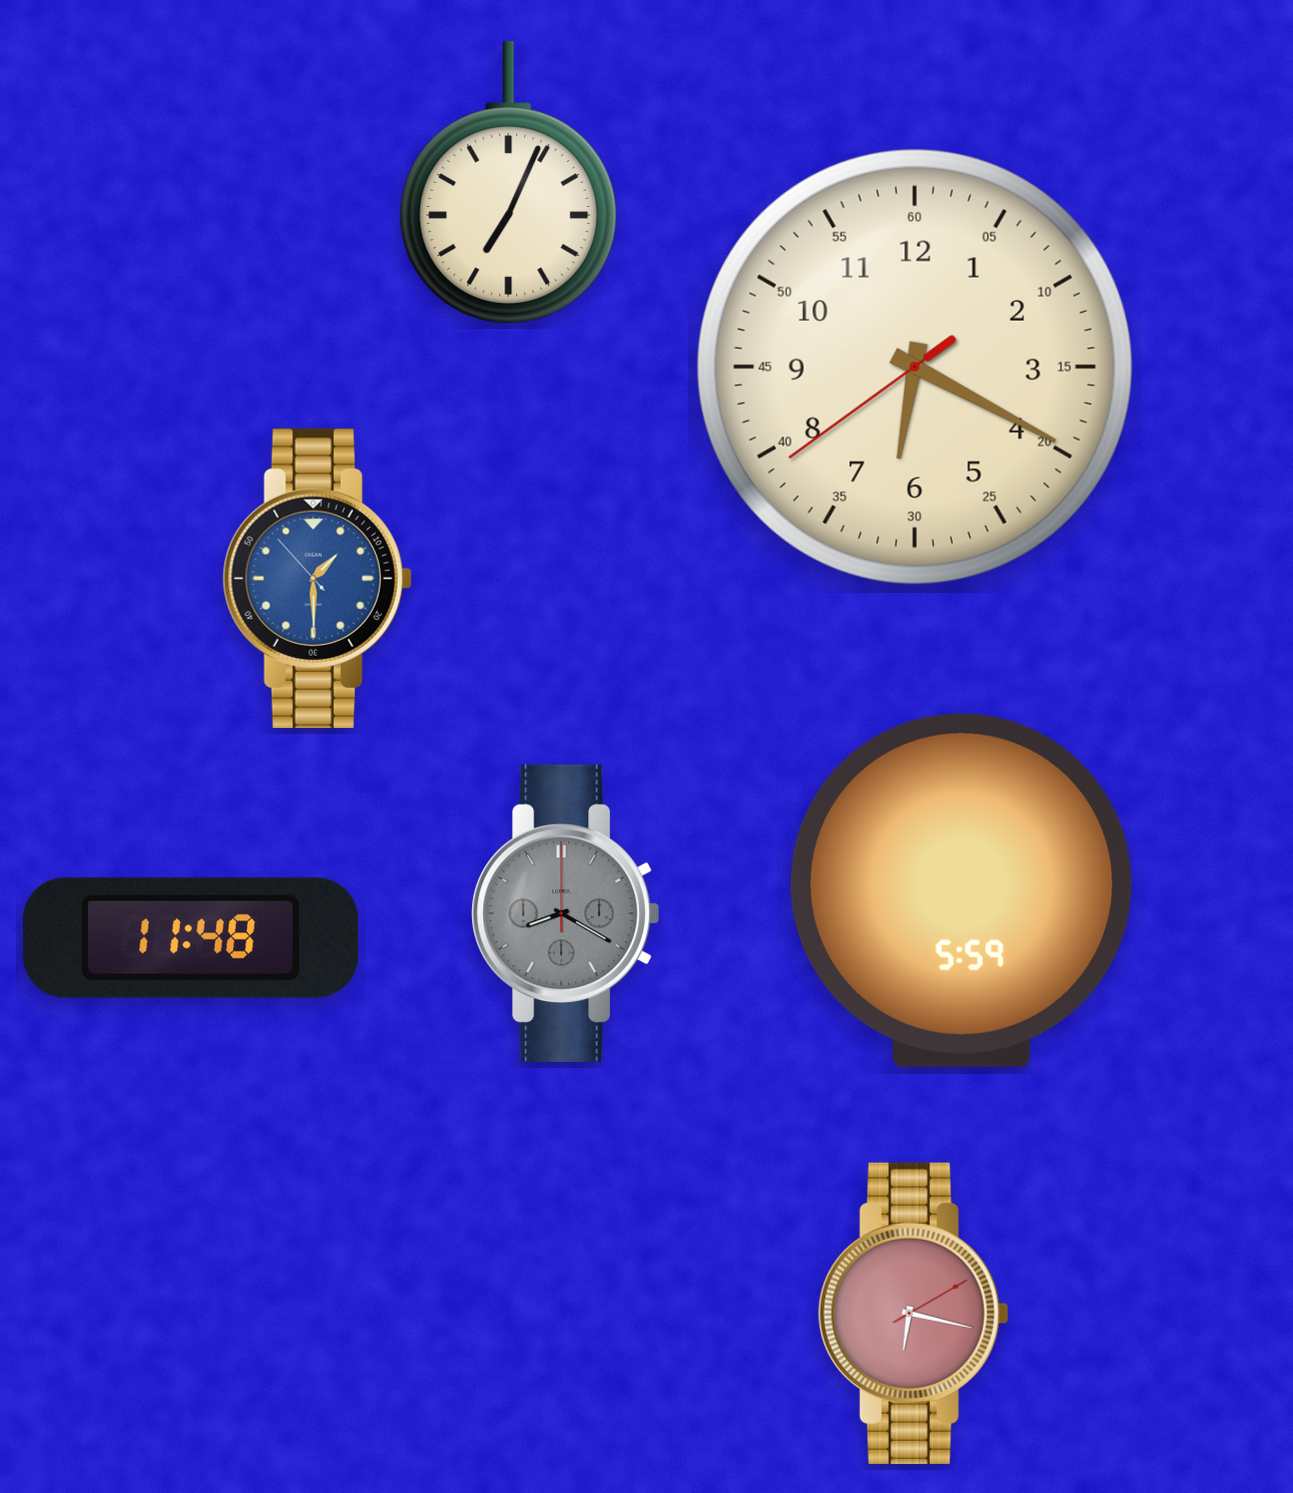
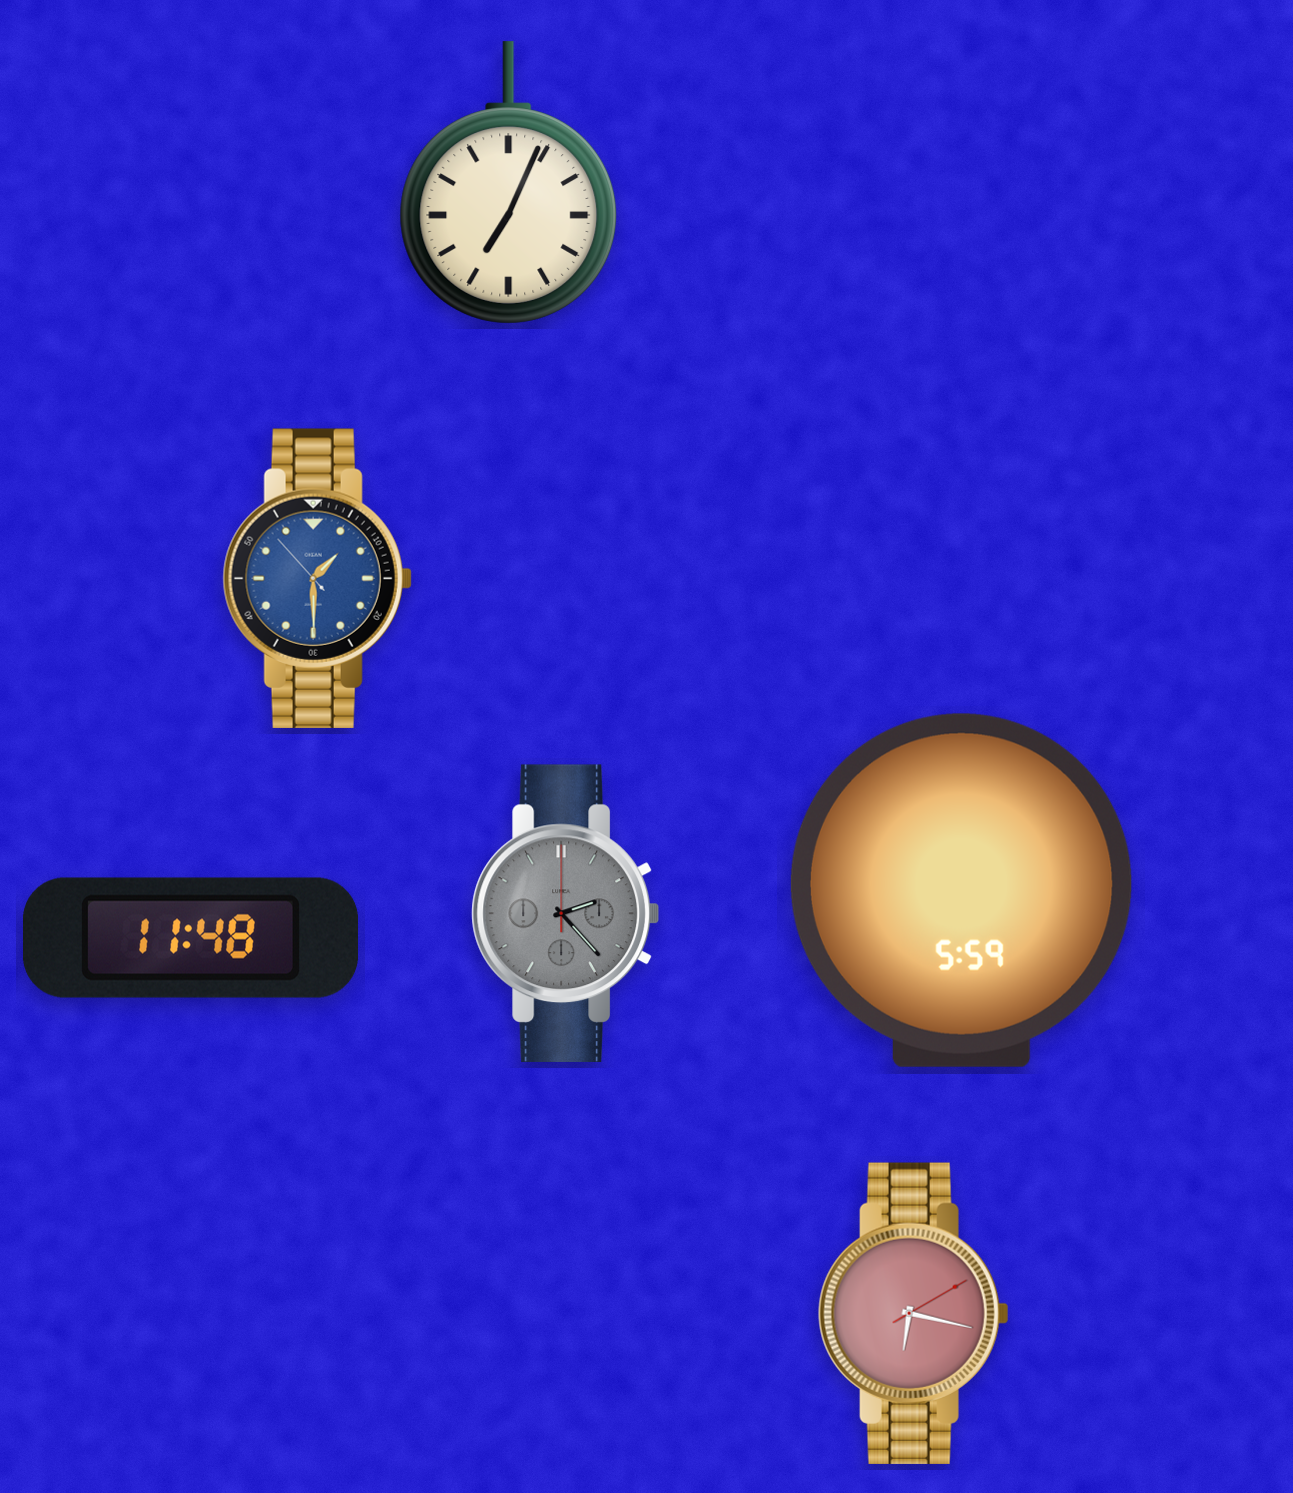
clock at (915, 367): 6:19 -> none
clock at (565, 913): 8:20 -> 2:23
